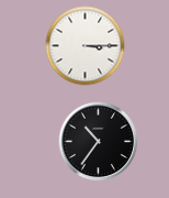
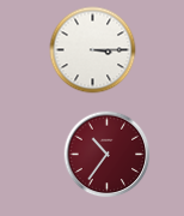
clock at (99, 142) dial: black -> burgundy
